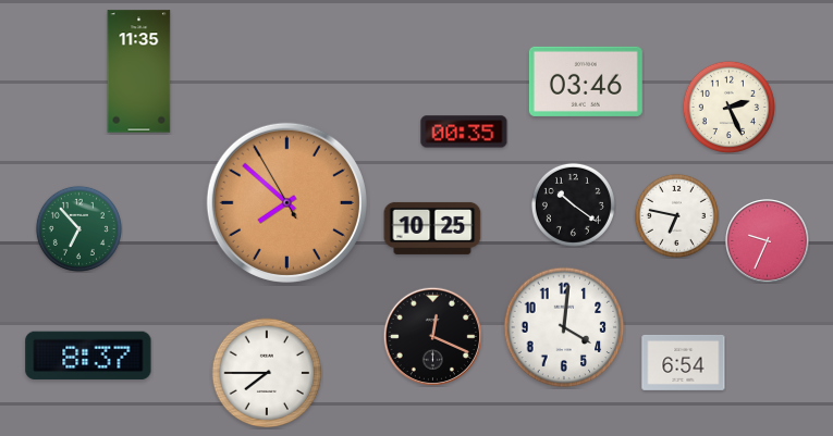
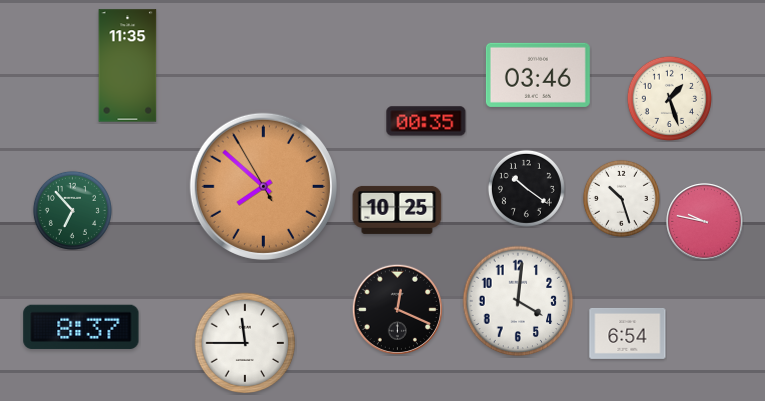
clock at (728, 107): 2:26 -> 1:27
clock at (676, 215): 6:47 -> 10:27
clock at (768, 241): 9:34 -> 9:47
clock at (267, 373): 7:45 -> 11:45
